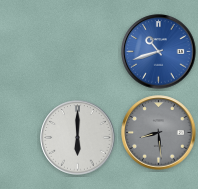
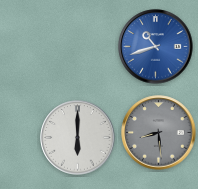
clock at (159, 52) position: (159, 52) -> (156, 47)
